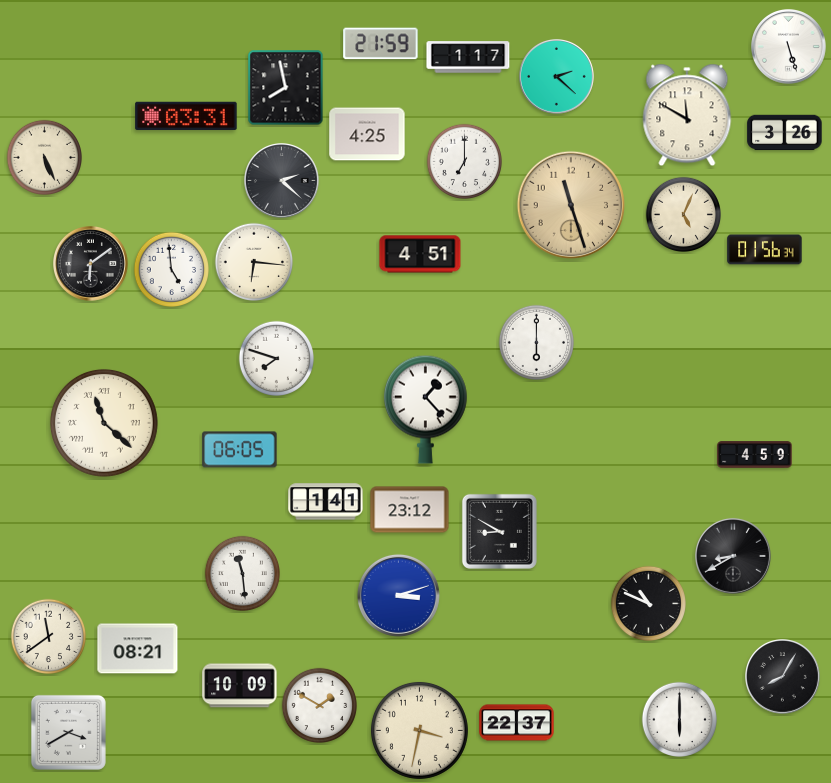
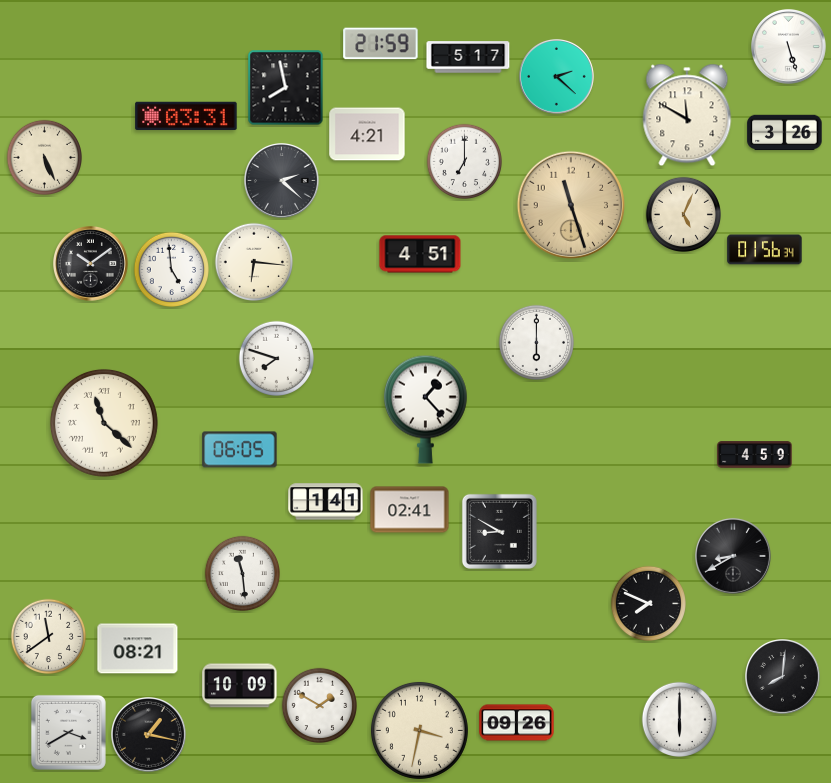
clock at (468, 57): 1:17 -> 5:17
clock at (367, 134): 4:25 -> 4:21
clock at (91, 264): 6:09 -> 10:09
clock at (410, 510): 23:12 -> 02:41
clock at (398, 595): 3:12 -> none
clock at (648, 603): 10:49 -> 7:49
clock at (783, 677): 8:05 -> 8:01
clock at (517, 723): 22:37 -> 09:26
clock at (149, 735): none -> 1:17
